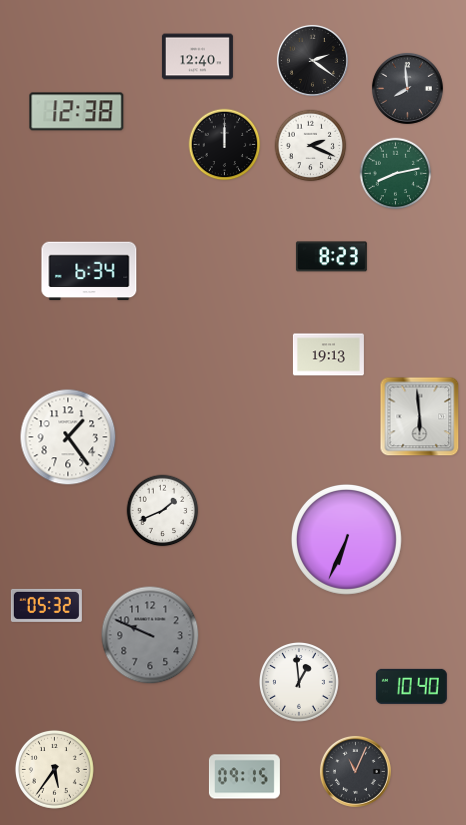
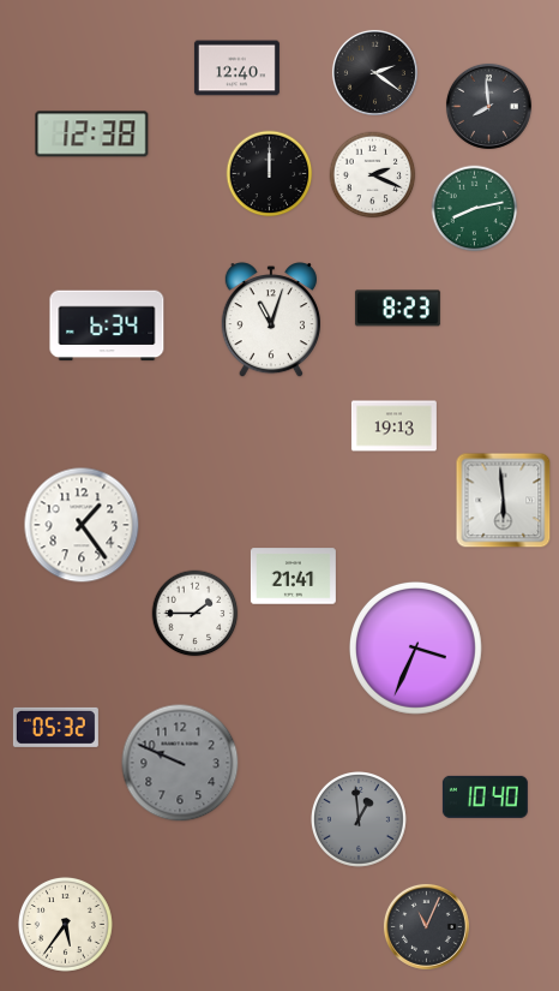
clock at (271, 321): none -> 11:03
clock at (293, 577): none -> 21:41
clock at (163, 511): 1:41 -> 1:45
clock at (346, 539): 6:34 -> 3:34
clock at (300, 683) dial: white -> grey
clock at (411, 686) position: (411, 686) -> (485, 796)
clock at (244, 777): 09:15 -> none
